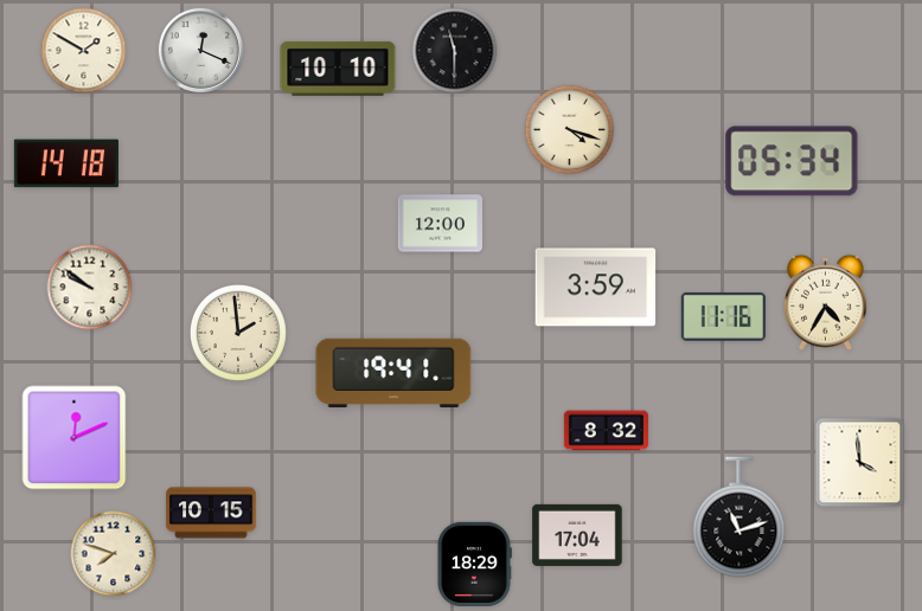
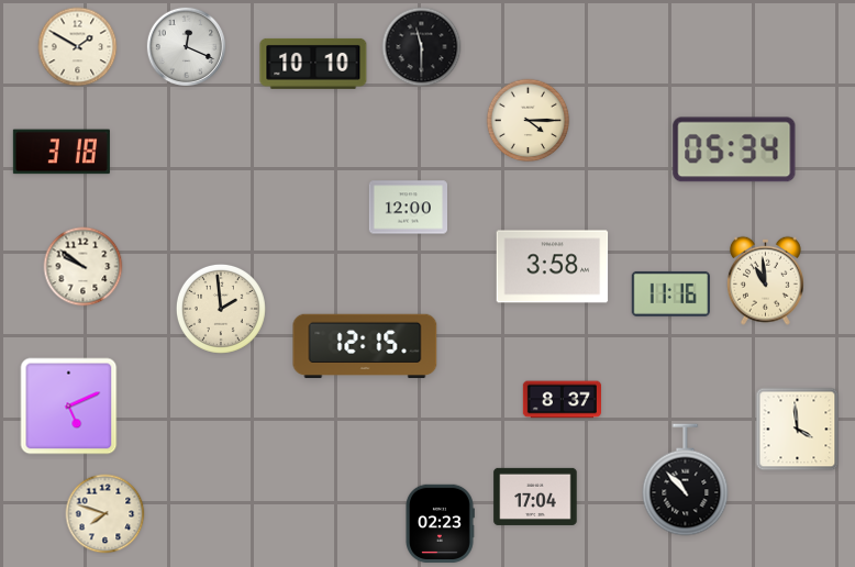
clock at (570, 130): 4:18 -> 4:15
clock at (66, 163): 14:18 -> 3:18
clock at (596, 288): 3:59 -> 3:58
clock at (825, 302): 4:35 -> 10:59
clock at (393, 373): 19:41 -> 12:15
clock at (606, 431): 8:32 -> 8:37
clock at (75, 438): 12:11 -> 5:11
clock at (211, 513): 10:15 -> none
clock at (739, 517): 11:12 -> 10:53
clock at (475, 564): 18:29 -> 02:23
